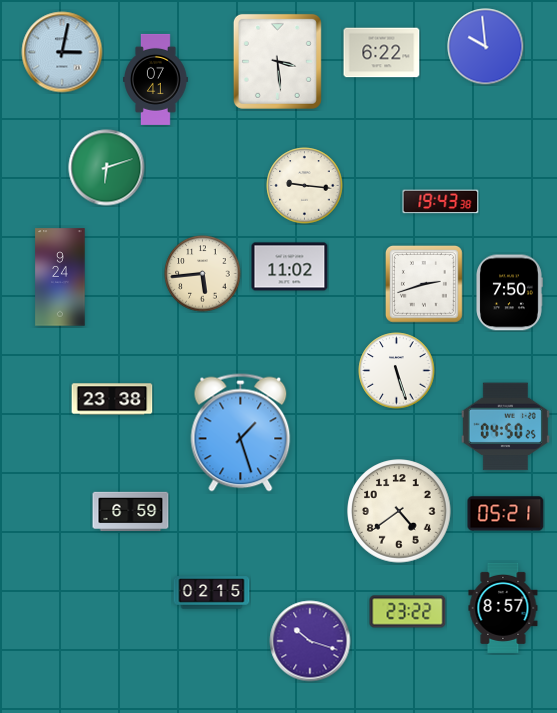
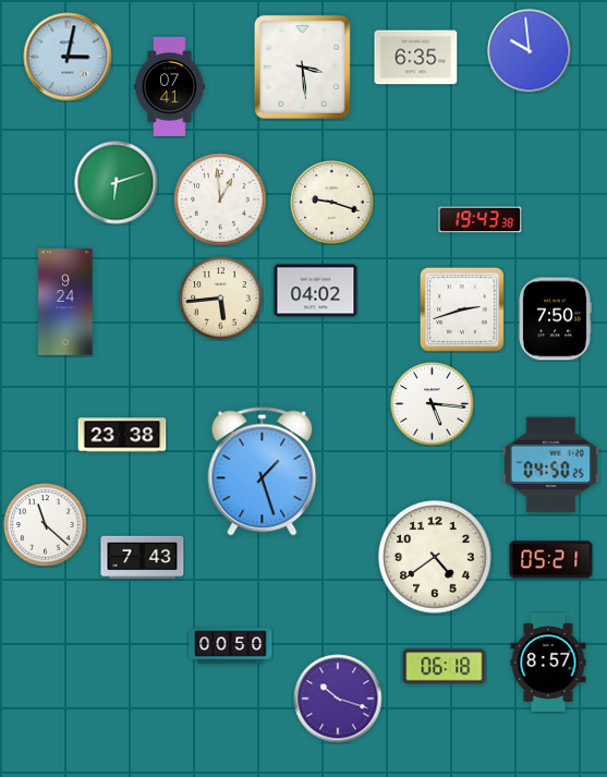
clock at (382, 53): 6:22 -> 6:35
clock at (220, 199): none -> 12:59
clock at (305, 186): 9:16 -> 9:18
clock at (290, 267): 11:02 -> 04:02
clock at (397, 371): 5:27 -> 5:16
clock at (46, 525): none -> 11:22
clock at (131, 512): 6:59 -> 7:43
clock at (212, 593): 02:15 -> 00:50
clock at (408, 612): 23:22 -> 06:18
